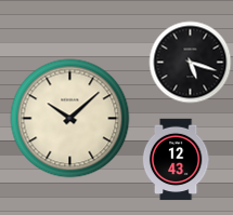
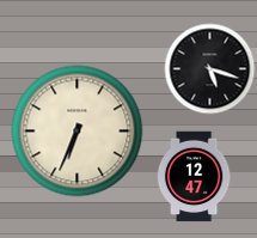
clock at (70, 119): 10:08 -> 6:34
clock at (176, 160): 12:43 -> 12:47
